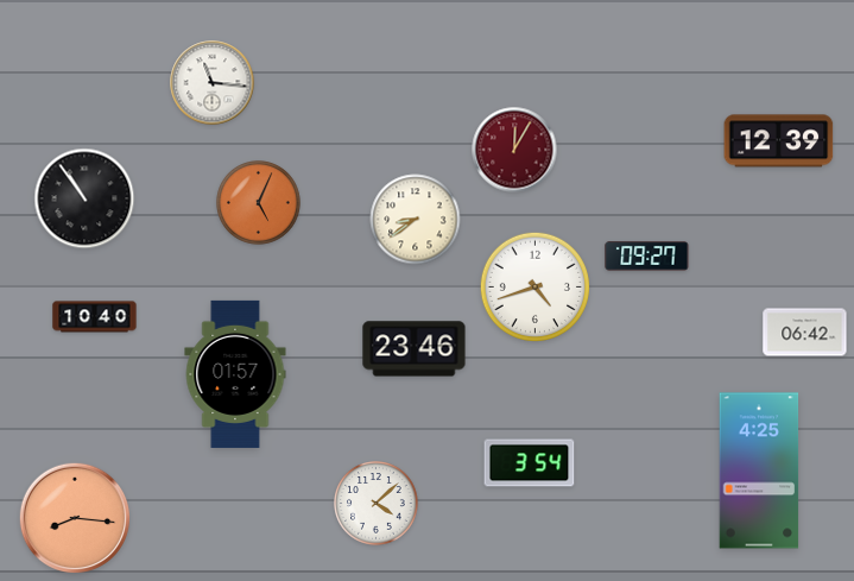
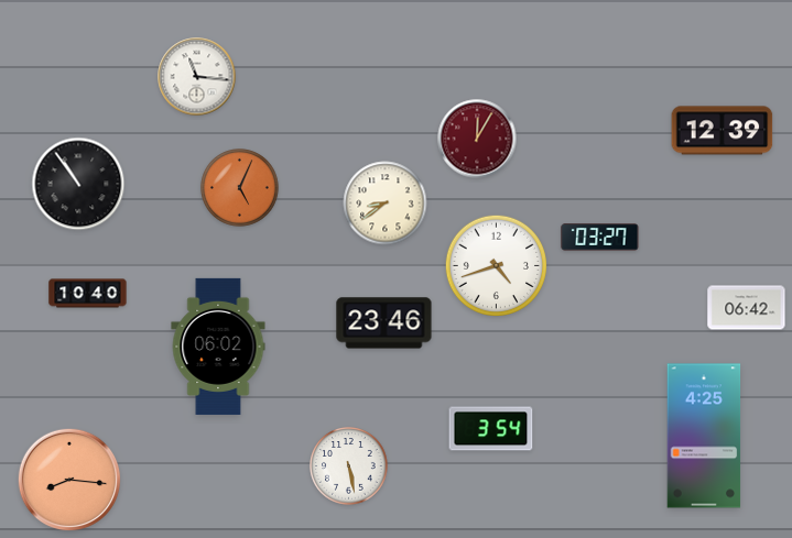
clock at (647, 257): 09:27 -> 03:27
clock at (235, 374): 01:57 -> 06:02
clock at (377, 504): 4:08 -> 5:28
